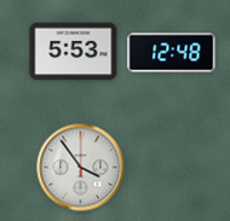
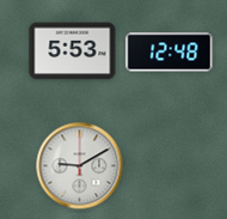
clock at (81, 168): 3:54 -> 9:10
